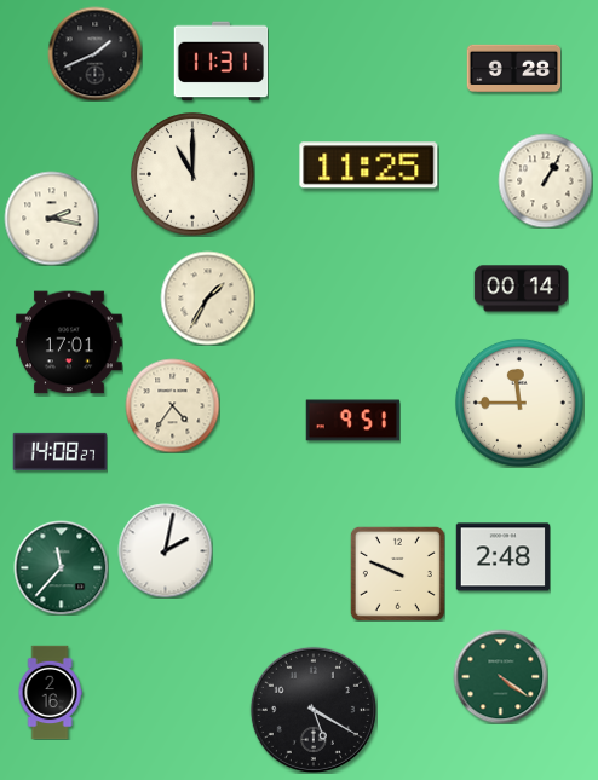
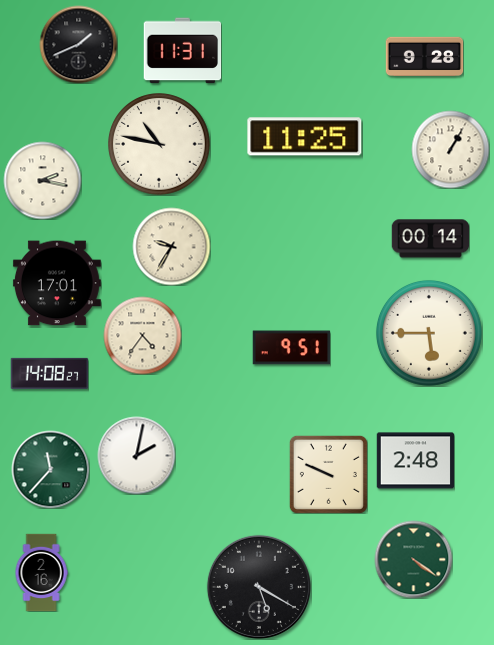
clock at (192, 174): 11:00 -> 10:47
clock at (207, 297): 1:35 -> 9:35
clock at (519, 403): 11:45 -> 5:45
